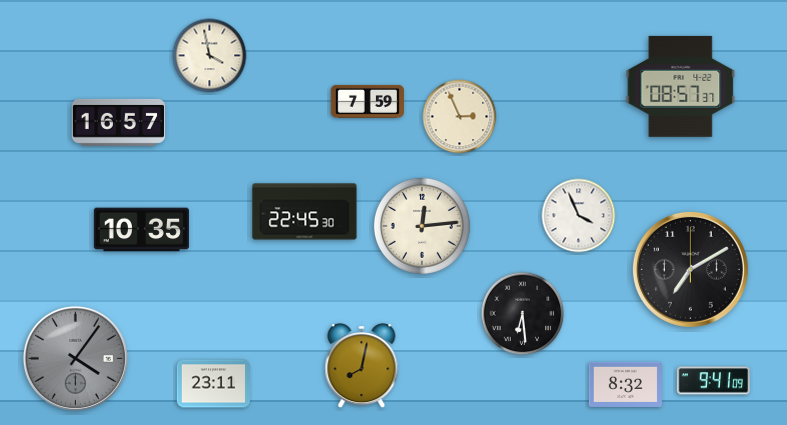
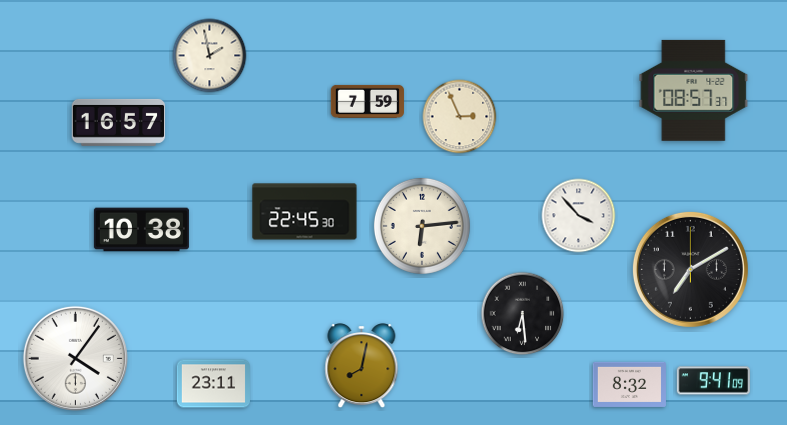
clock at (210, 56): 3:58 -> 1:58
clock at (681, 86) position: (681, 86) -> (694, 90)
clock at (579, 216): 3:56 -> 3:53
clock at (422, 226): 12:14 -> 6:14
clock at (141, 230): 10:35 -> 10:38
clock at (75, 358) dial: grey -> white
clock at (625, 384) position: (625, 384) -> (629, 384)
